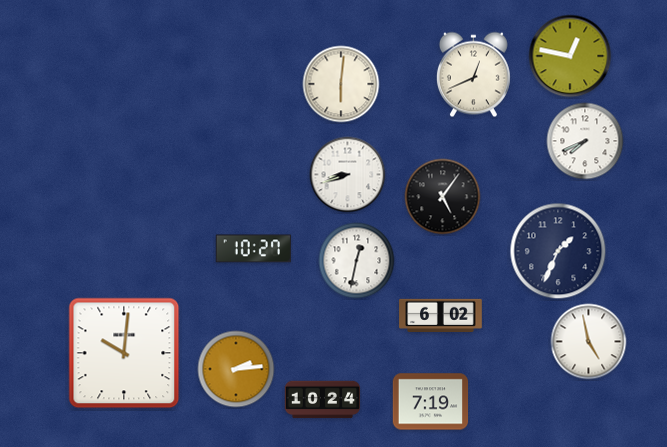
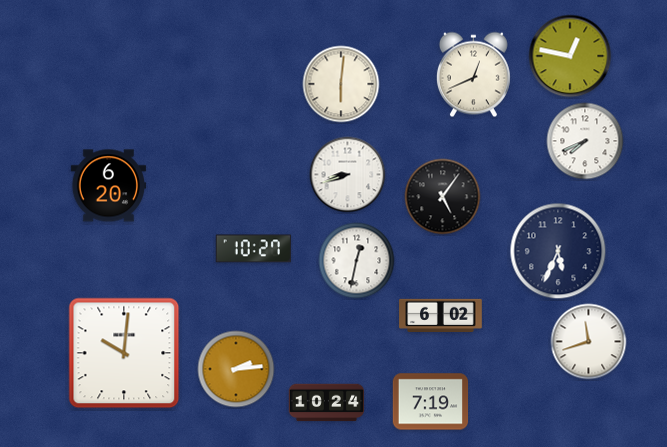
clock at (109, 186): none -> 6:20
clock at (558, 251): 1:34 -> 5:34
clock at (589, 342): 4:58 -> 11:42
clock at (323, 400) position: (323, 400) -> (327, 403)
